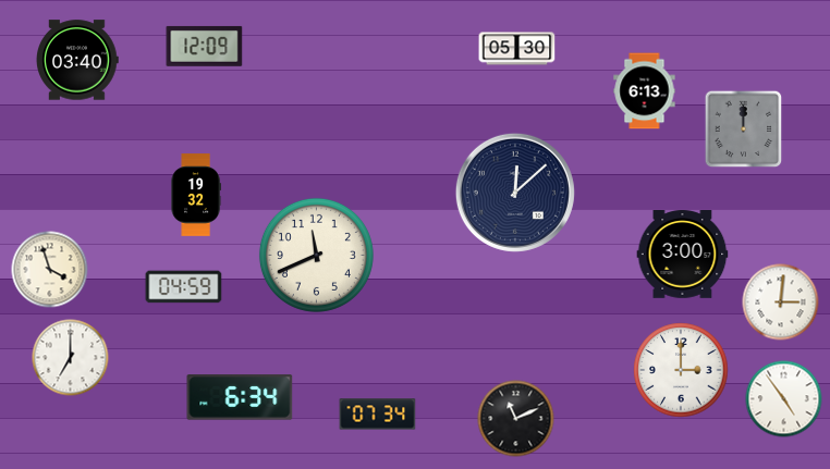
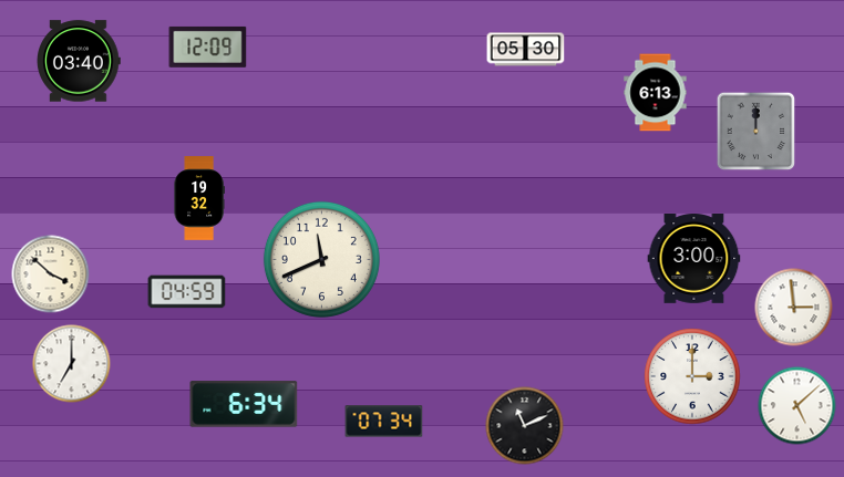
clock at (515, 193): 12:08 -> none
clock at (50, 270): 3:57 -> 3:52
clock at (781, 303): 3:01 -> 2:59
clock at (784, 399): 4:54 -> 5:08
